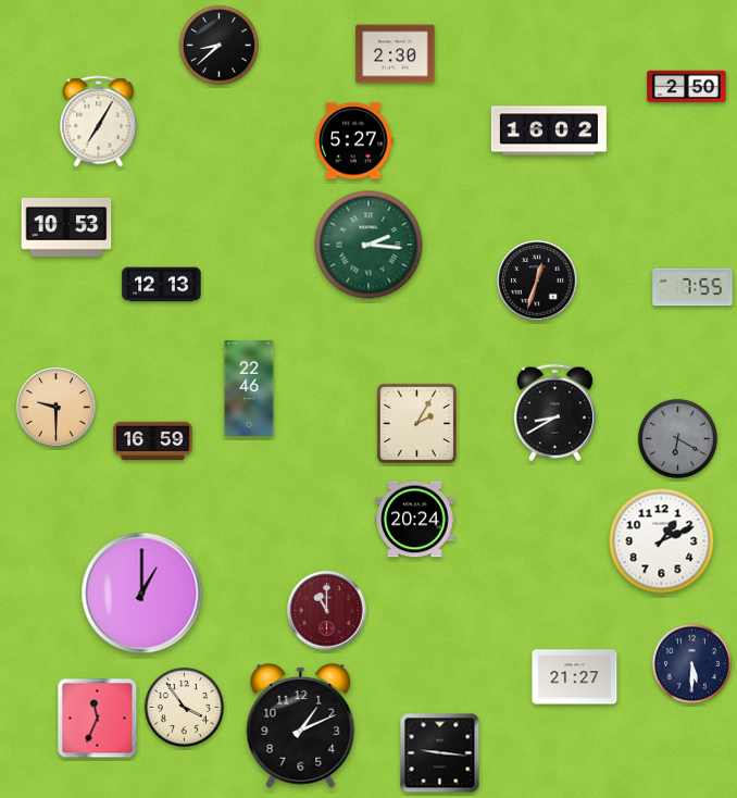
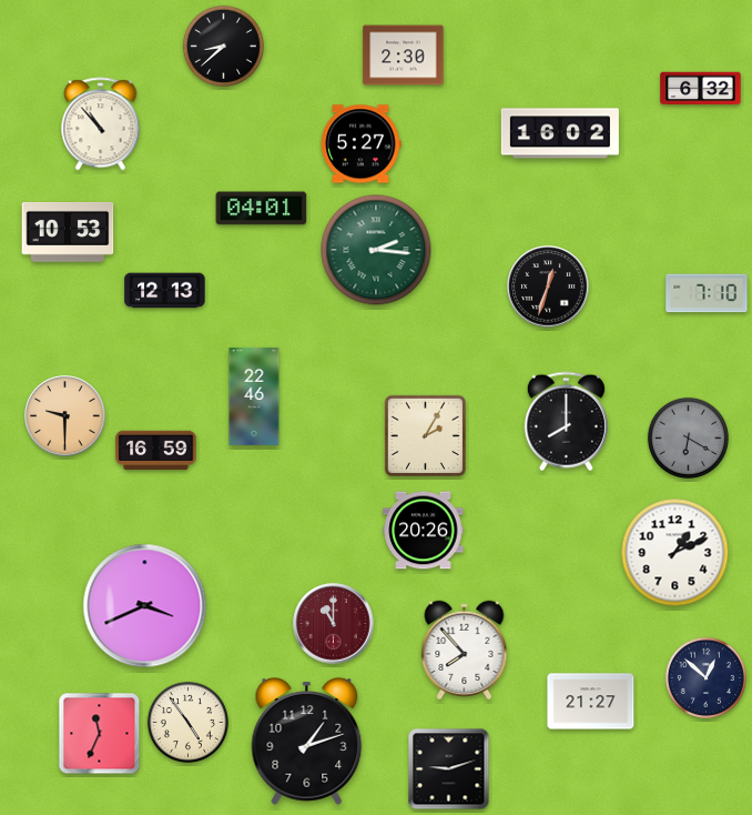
clock at (687, 87): 2:50 -> 6:32
clock at (99, 122): 7:05 -> 10:53
clock at (262, 209): none -> 04:01
clock at (692, 287): 7:55 -> 7:10
clock at (57, 408) position: (57, 408) -> (65, 416)
clock at (554, 413): 8:40 -> 8:00
clock at (416, 423) position: (416, 423) -> (425, 435)
clock at (677, 438) position: (677, 438) -> (688, 437)
clock at (415, 520): 20:24 -> 20:26
clock at (142, 594): 1:00 -> 3:41
clock at (465, 650): none -> 7:53
clock at (691, 663): 5:30 -> 12:52
clock at (575, 677) position: (575, 677) -> (591, 702)
clock at (184, 707): 3:54 -> 4:54
clock at (301, 726): 1:11 -> 1:12
clock at (440, 753): 9:16 -> 9:12
